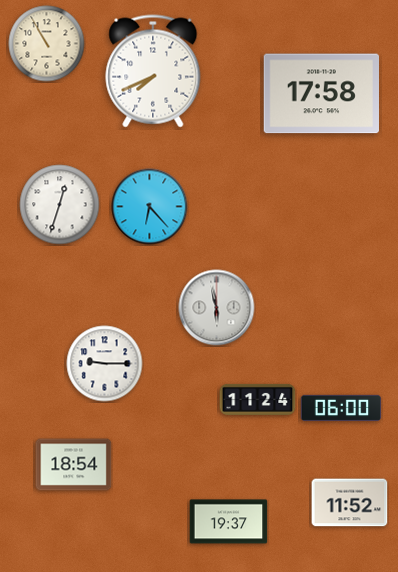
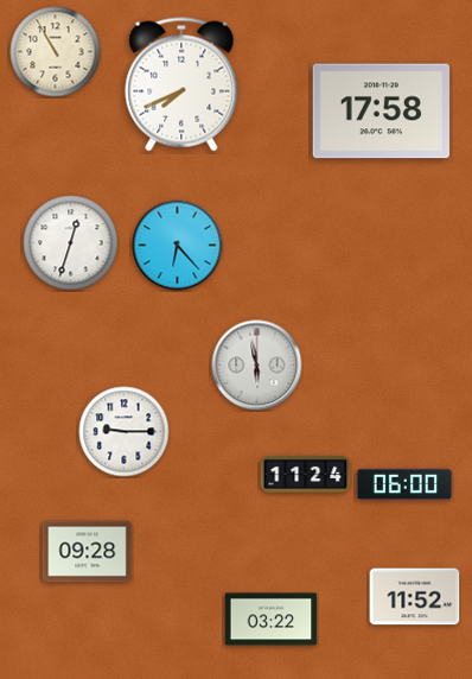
clock at (74, 465): 18:54 -> 09:28
clock at (229, 522): 19:37 -> 03:22
